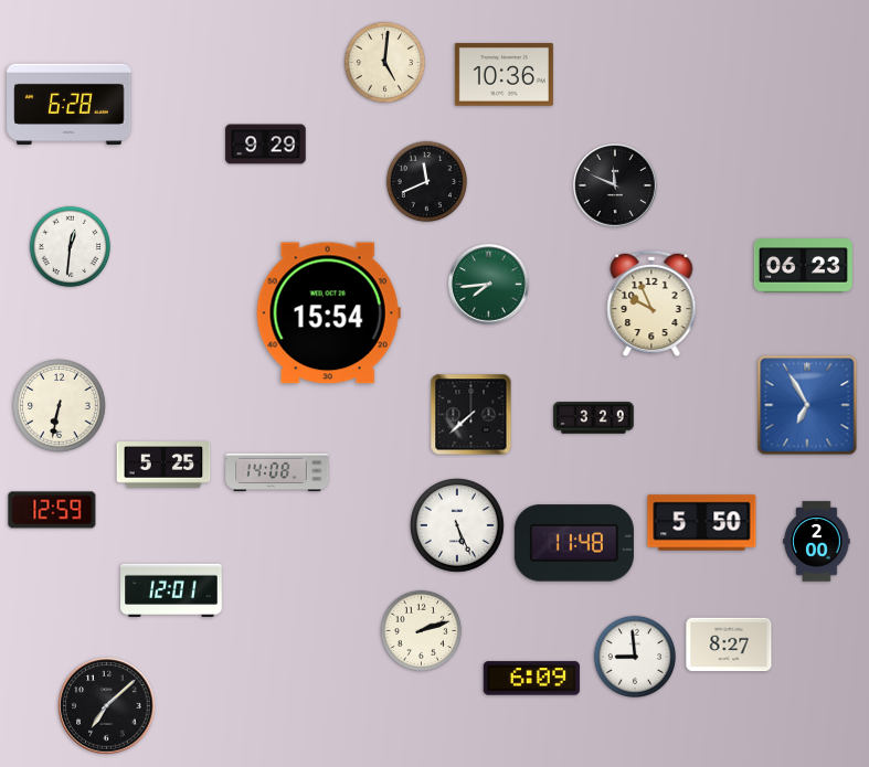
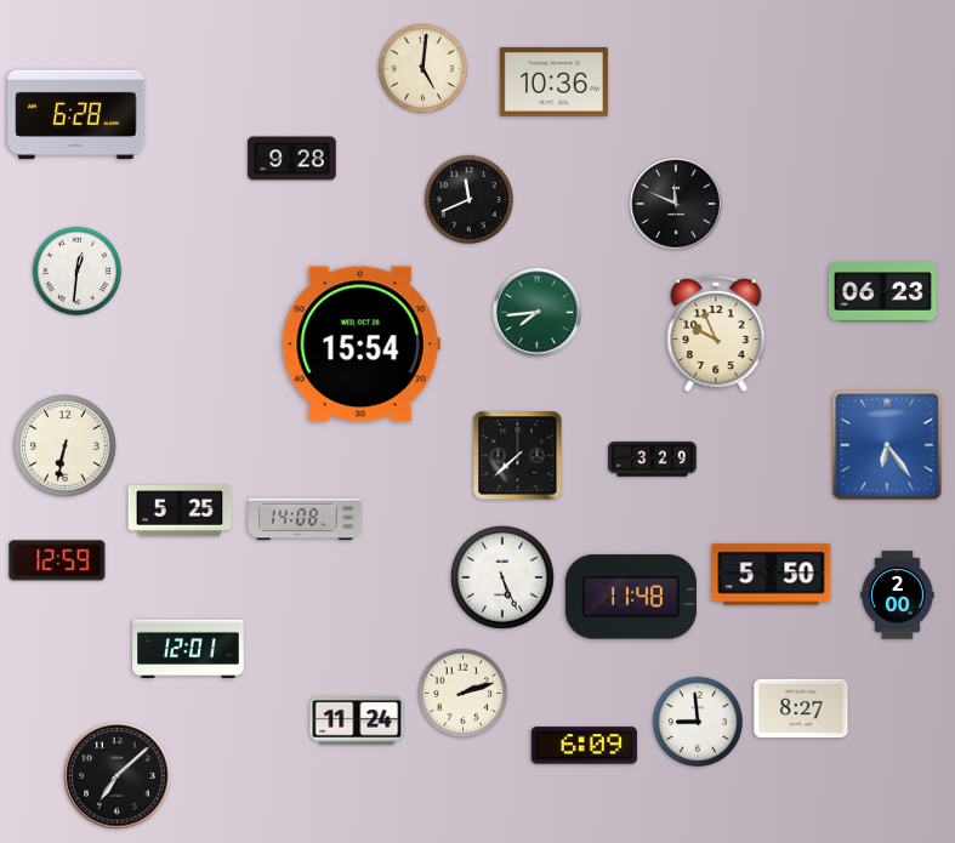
clock at (266, 145): 9:29 -> 9:28
clock at (807, 405): 6:55 -> 6:24
clock at (357, 720): none -> 11:24
